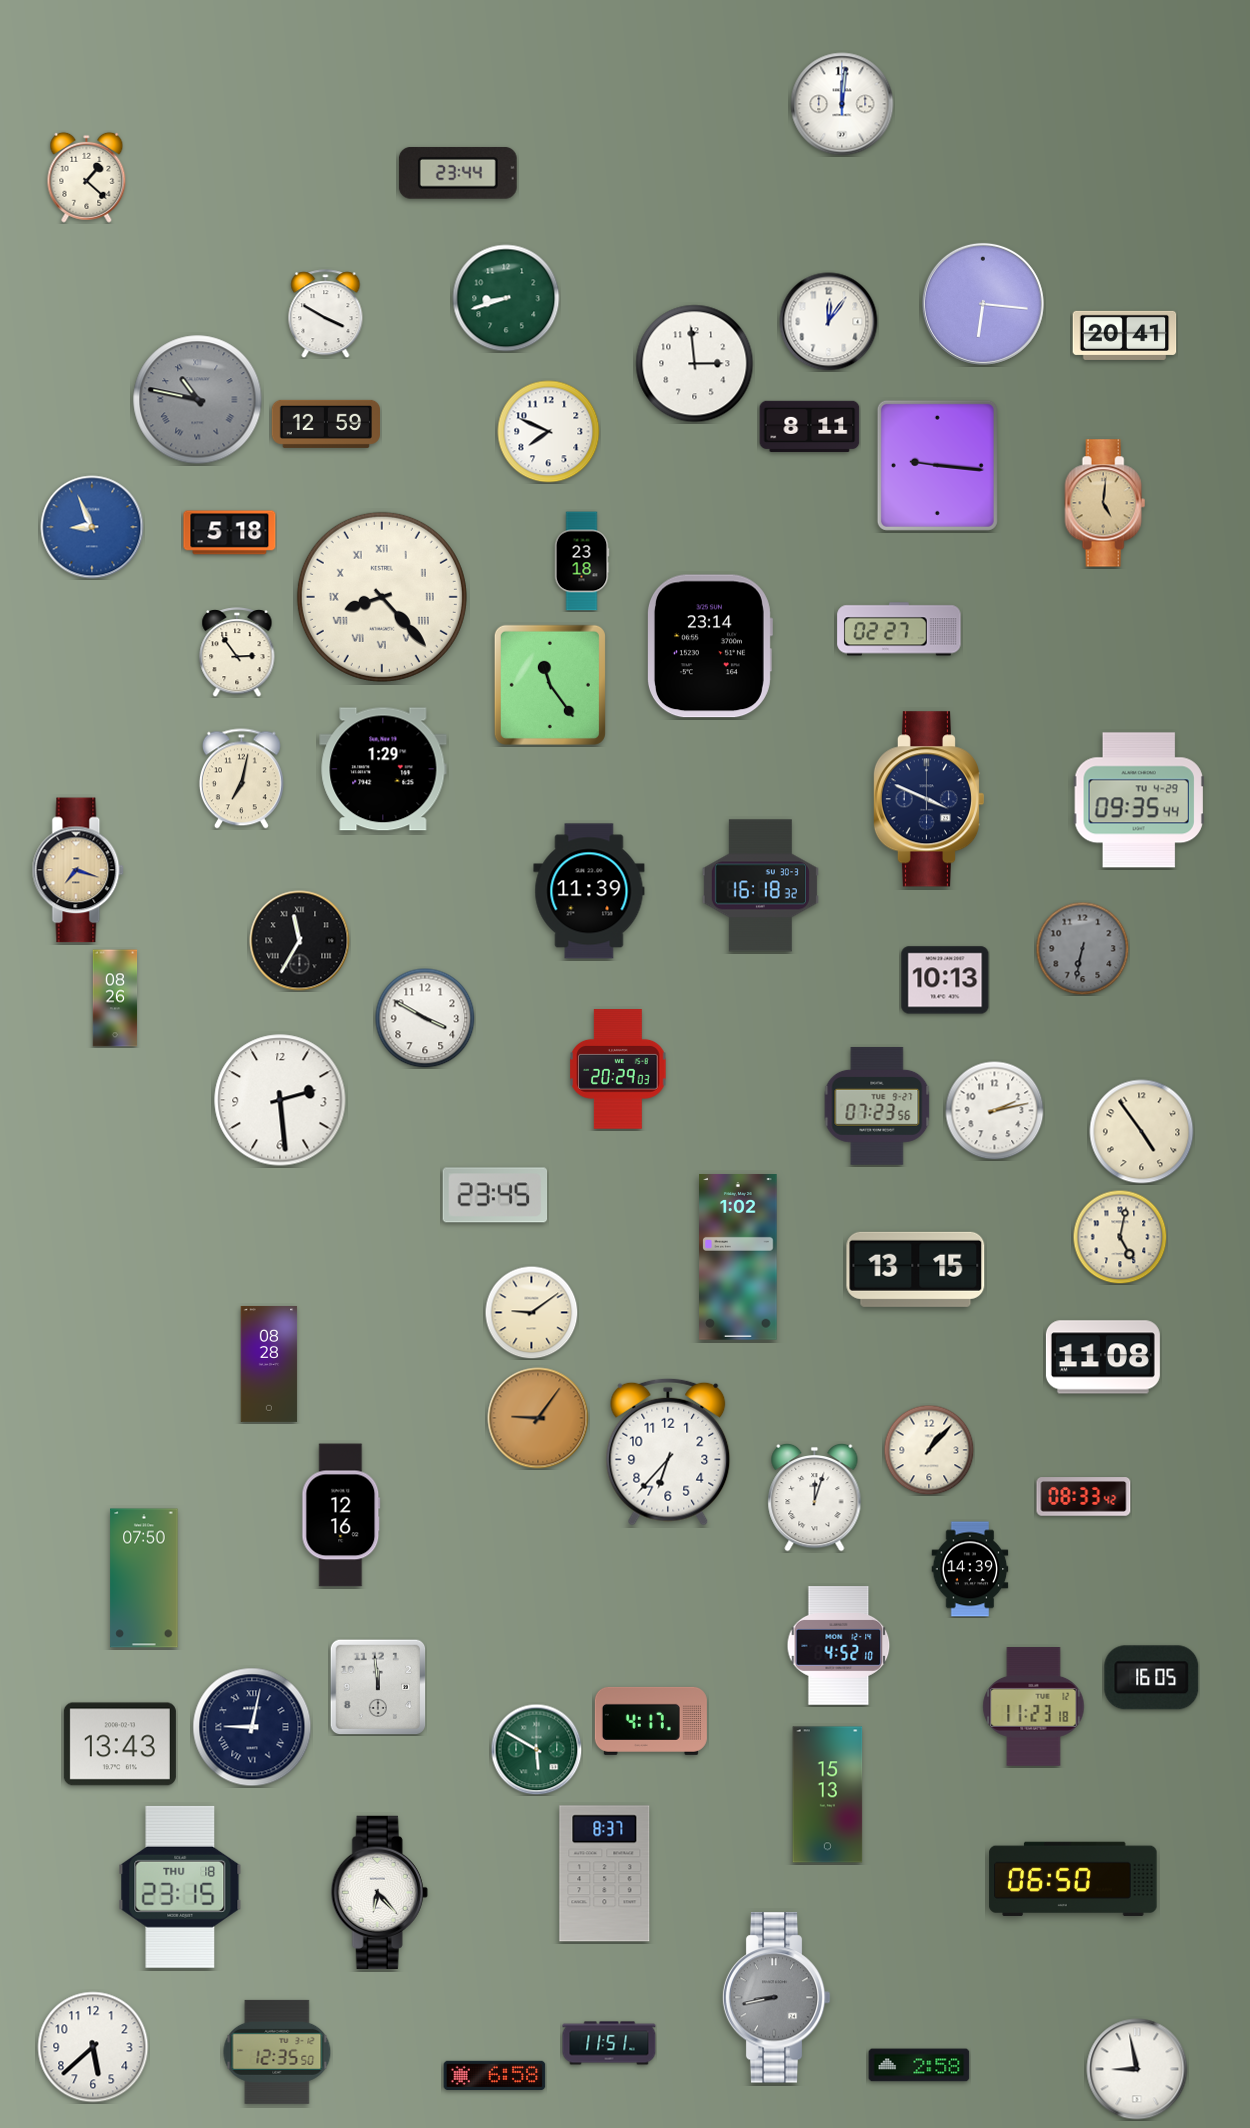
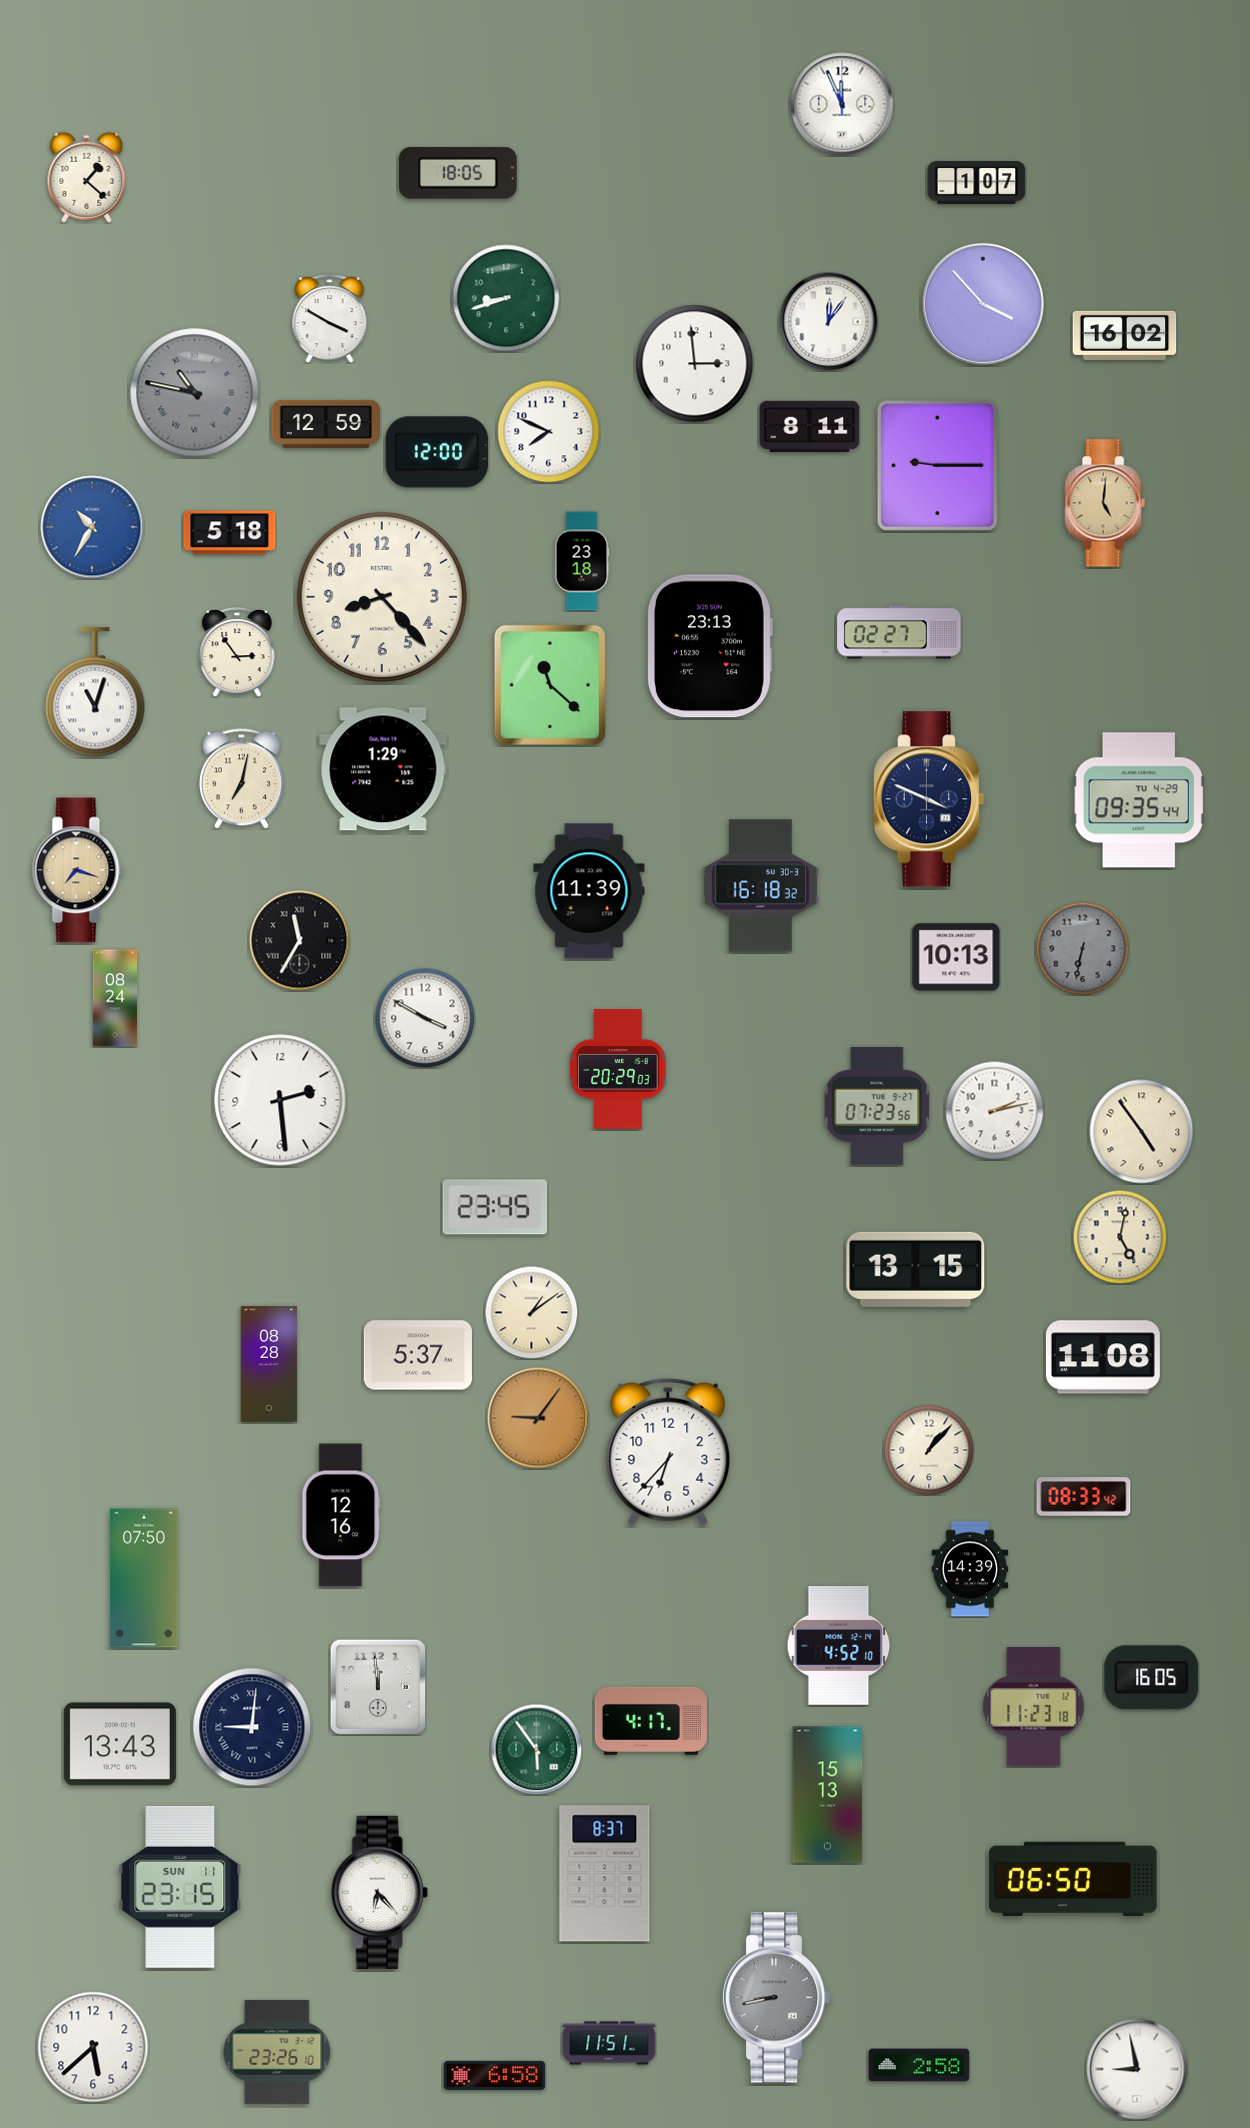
clock at (842, 104): 12:01 -> 11:56
clock at (458, 173): 23:44 -> 18:05
clock at (977, 183): none -> 1:07
clock at (983, 304): 6:16 -> 3:53
clock at (326, 314) position: (326, 314) -> (330, 319)
clock at (1125, 335): 20:41 -> 16:02
clock at (198, 400) position: (198, 400) -> (195, 393)
clock at (437, 452): none -> 12:00
clock at (937, 465): 9:16 -> 9:15
clock at (92, 527): 8:56 -> 10:35
clock at (382, 597) numerals: Roman -> Arabic
clock at (899, 629) position: (899, 629) -> (899, 632)
clock at (710, 646): 23:14 -> 23:13
clock at (550, 685): 11:24 -> 11:22
clock at (95, 692): none -> 11:03
clock at (945, 980) position: (945, 980) -> (956, 957)
clock at (115, 998): 08:26 -> 08:24
clock at (495, 1195) position: (495, 1195) -> (495, 1207)
clock at (738, 1257): 1:02 -> none
clock at (531, 1312): 9:09 -> 1:09
clock at (417, 1355): none -> 5:37
clock at (815, 1497): 12:03 -> none
clock at (252, 1727): 9:02 -> 9:01
clock at (536, 1749): 5:50 -> 5:54
clock at (180, 1887) date: THU 18 -> SUN 11
clock at (277, 2052): 12:35 -> 23:26
